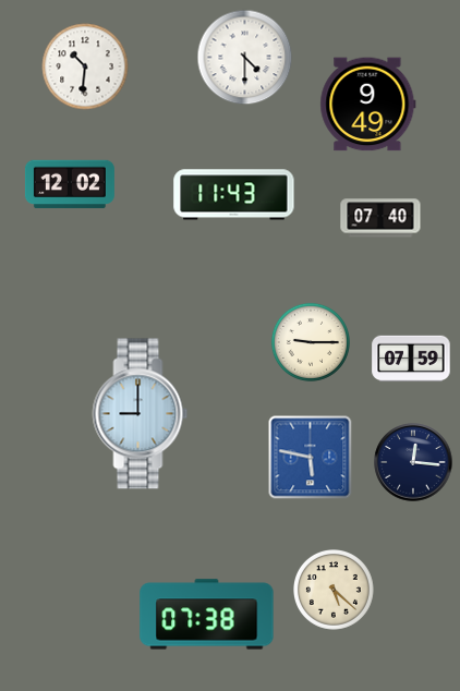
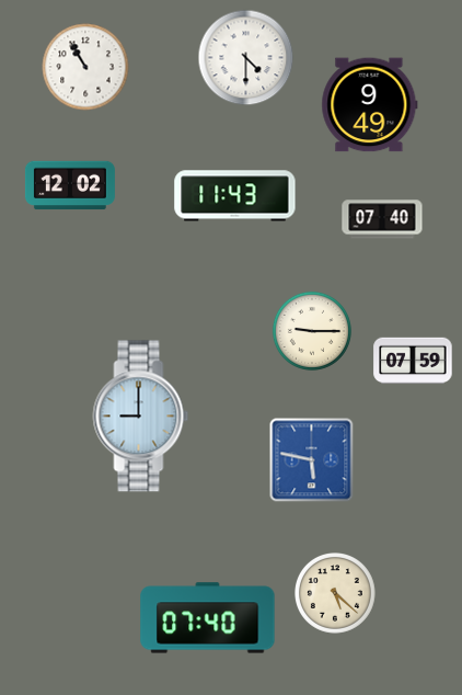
clock at (85, 66): 10:31 -> 10:55
clock at (311, 342) position: (311, 342) -> (312, 331)
clock at (413, 462): 12:16 -> none
clock at (207, 615): 07:38 -> 07:40
